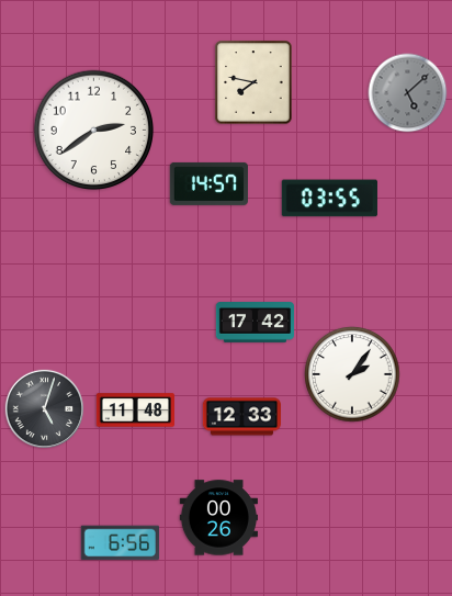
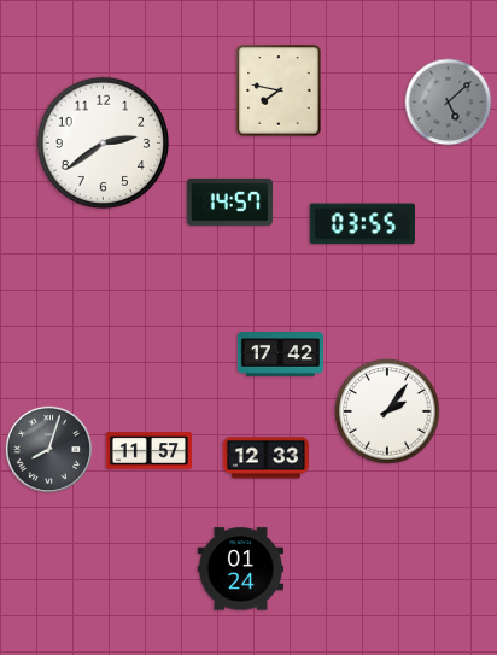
clock at (329, 199) position: (329, 199) -> (362, 224)
clock at (44, 408): 5:03 -> 8:03
clock at (135, 411): 11:48 -> 11:57
clock at (218, 518): 00:26 -> 01:24
clock at (120, 543): 6:56 -> none
